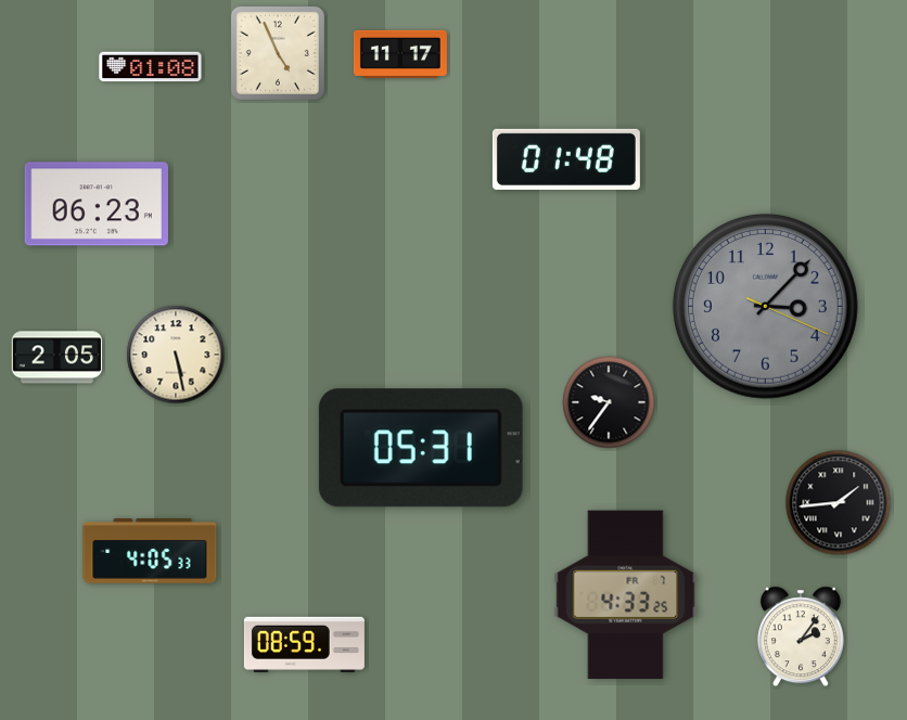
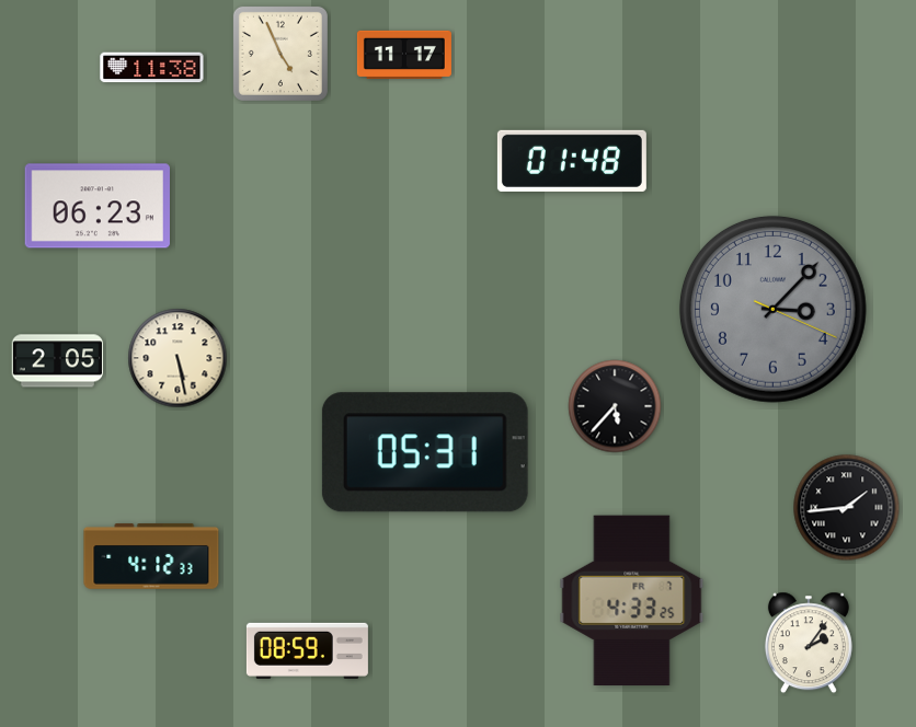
clock at (151, 67): 01:08 -> 11:38
clock at (609, 402): 9:36 -> 5:37
clock at (150, 551): 4:05 -> 4:12
